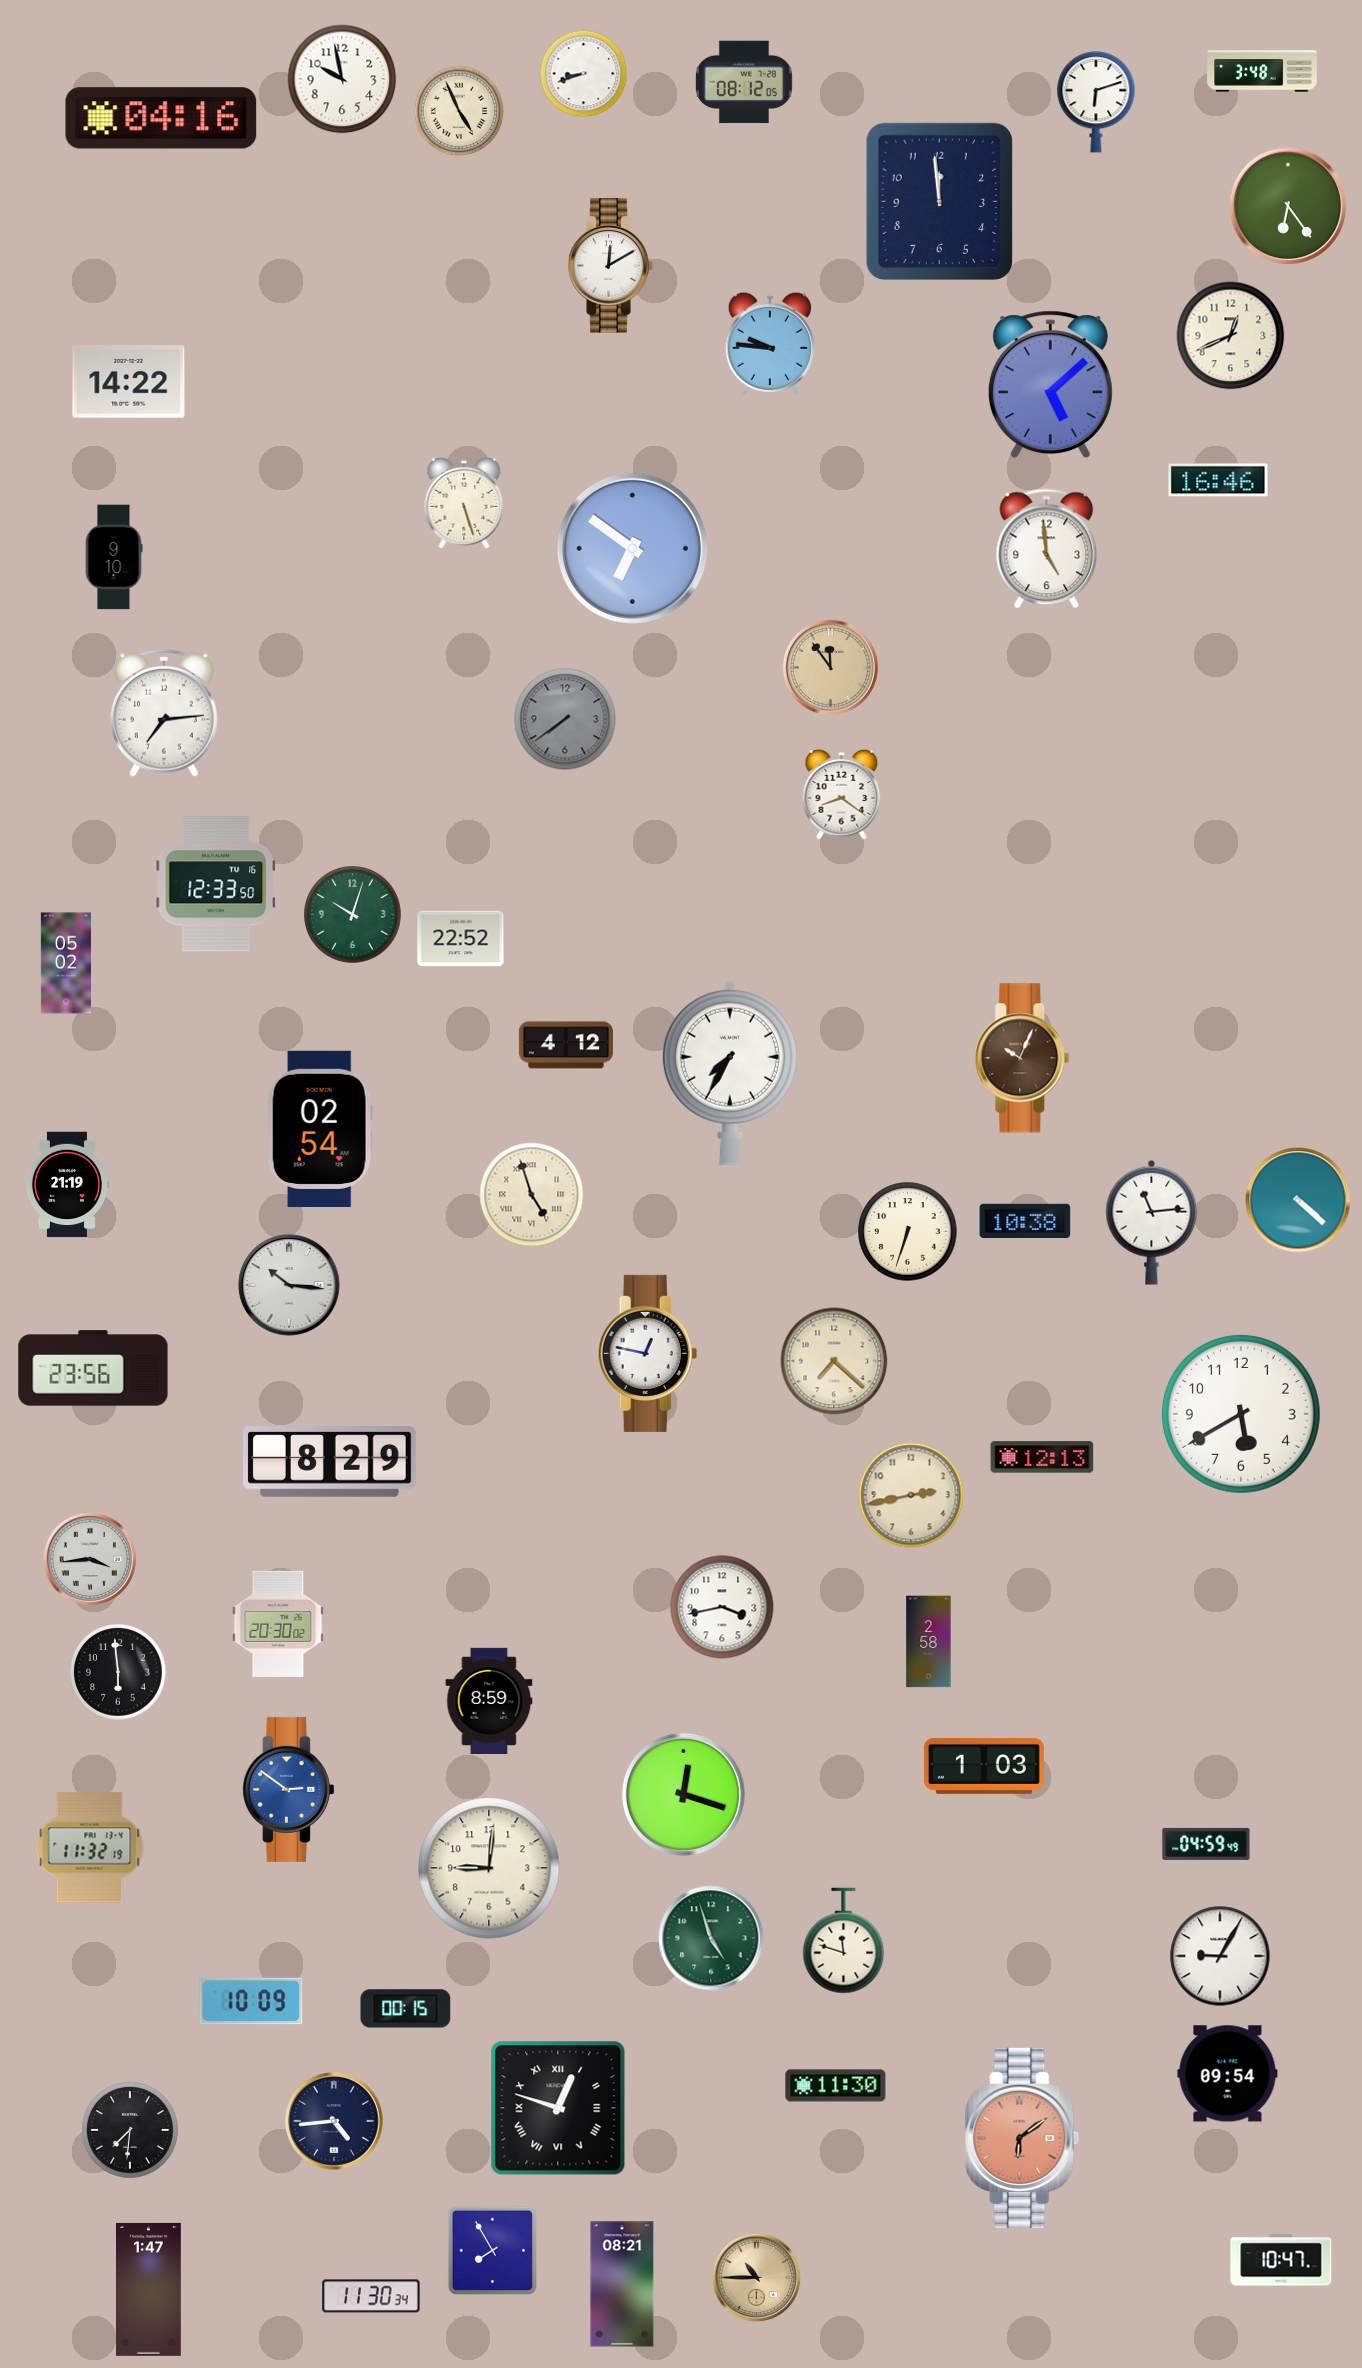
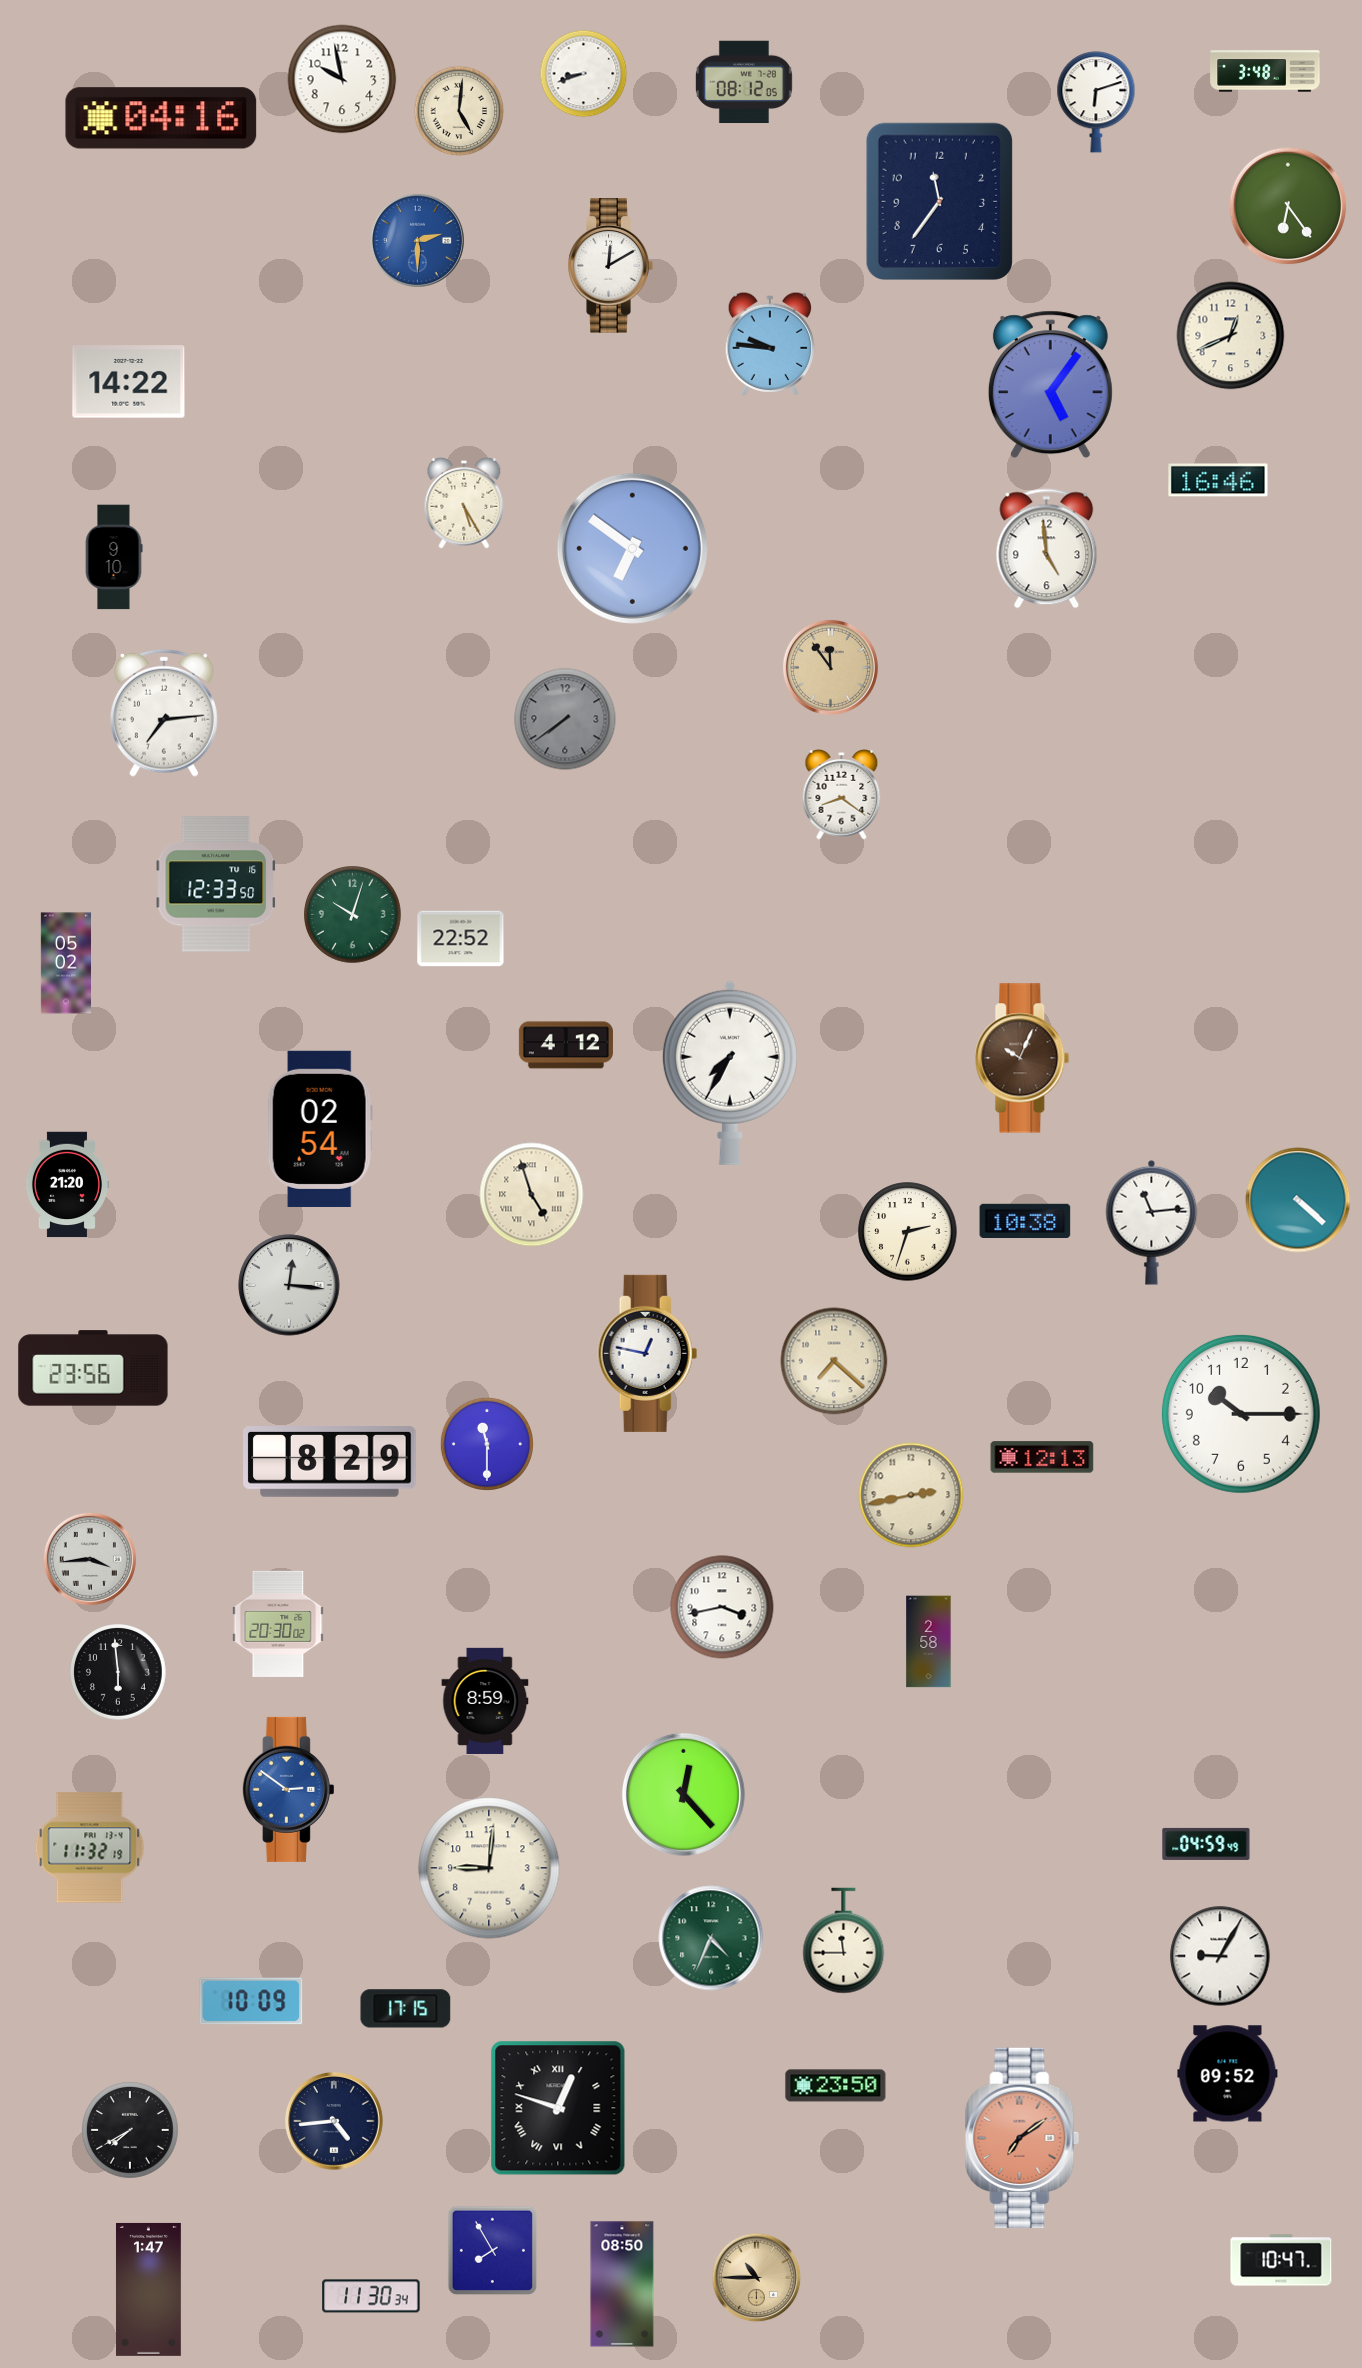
clock at (1262, 71) position: (1262, 71) -> (1265, 71)
clock at (459, 111): 4:56 -> 5:01
clock at (939, 201): 11:59 -> 11:36
clock at (417, 240): none -> 2:30
clock at (1050, 385): 5:08 -> 5:06
clock at (464, 503): 5:27 -> 5:25
clock at (67, 1185): 21:19 -> 21:20
clock at (908, 1232): 6:33 -> 2:33
clock at (289, 1285): 10:16 -> 12:16
clock at (1241, 1414): 5:40 -> 10:15
clock at (487, 1444): none -> 11:30
clock at (489, 1701) position: (489, 1701) -> (485, 1701)
clock at (984, 1766): 1:03 -> none
clock at (683, 1794): 12:18 -> 12:23
clock at (711, 1938): 4:57 -> 4:34
clock at (844, 1941): 11:48 -> 11:45
clock at (406, 2009): 00:15 -> 17:15
clock at (1228, 2074): 09:54 -> 09:52
clock at (836, 2086): 11:30 -> 23:50
clock at (130, 2130): 7:31 -> 7:40
clock at (1022, 2137): 6:09 -> 7:09
clock at (622, 2284): 08:21 -> 08:50
